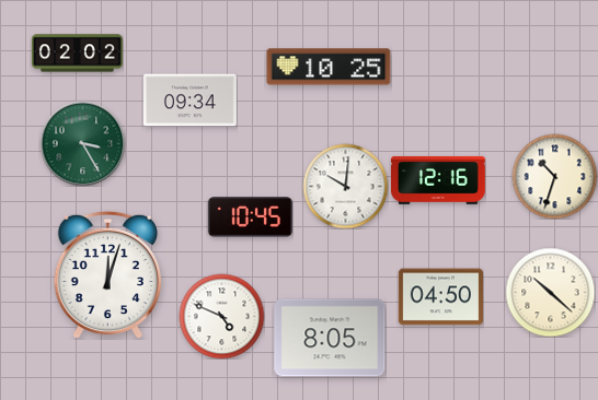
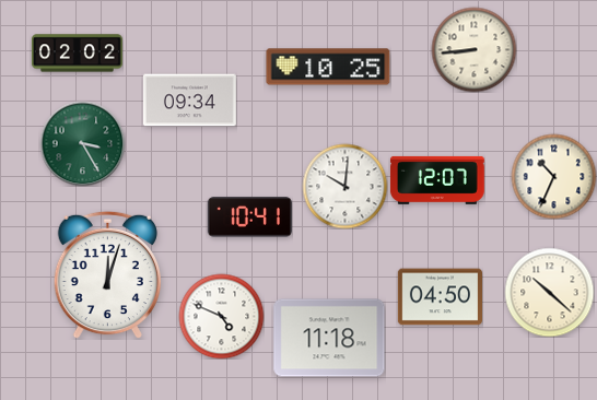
clock at (473, 49): none -> 8:44
clock at (554, 176): 10:33 -> 10:34
clock at (438, 180): 12:16 -> 12:07
clock at (250, 217): 10:45 -> 10:41
clock at (330, 338): 8:05 -> 11:18
